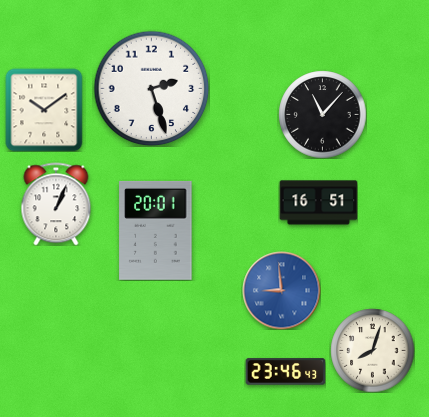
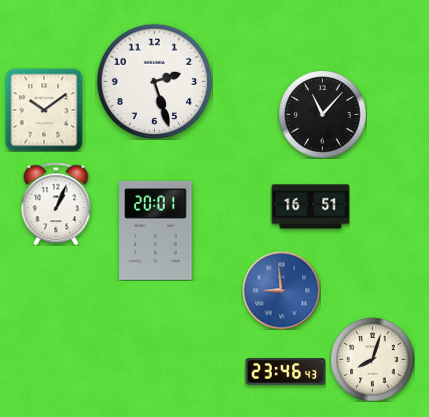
clock at (151, 88) position: (151, 88) -> (154, 81)
clock at (318, 203) position: (318, 203) -> (310, 207)
clock at (372, 350) position: (372, 350) -> (372, 359)
